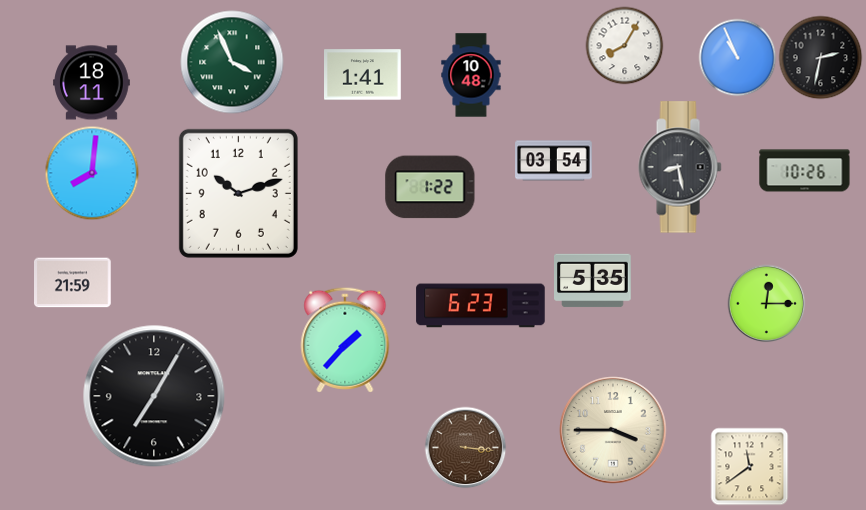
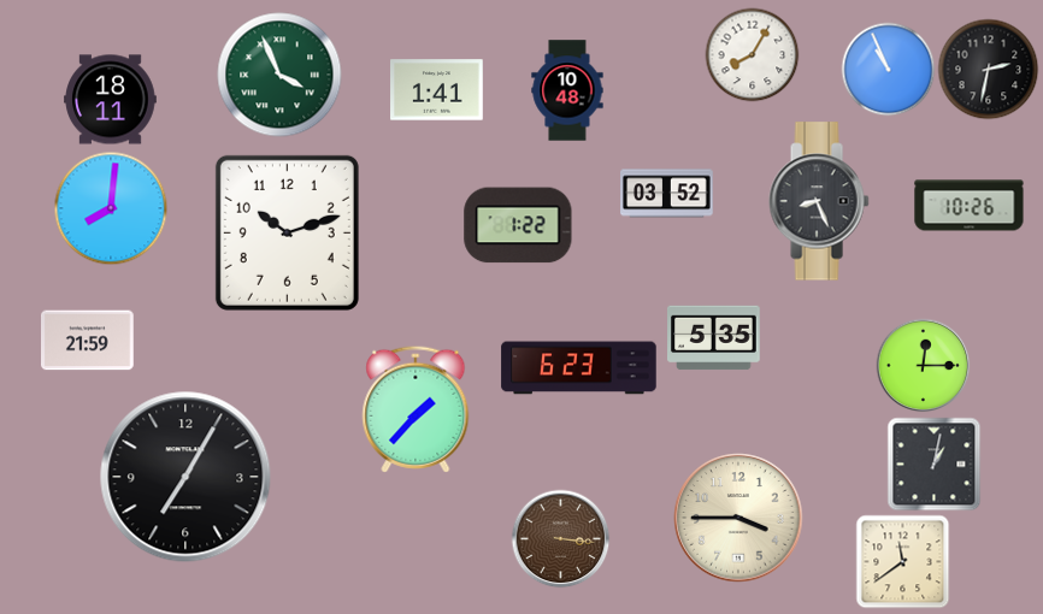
clock at (554, 161): 03:54 -> 03:52
clock at (680, 167): 8:28 -> 8:26
clock at (933, 464): none -> 1:02
